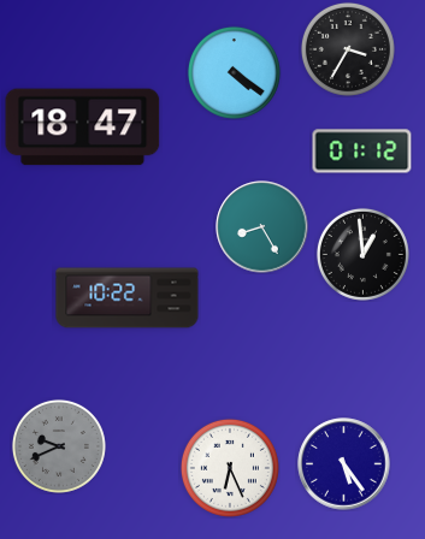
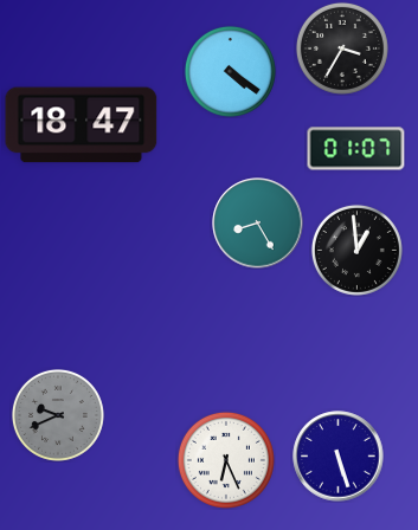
clock at (362, 152): 01:12 -> 01:07
clock at (128, 298): 10:22 -> none
clock at (59, 446) position: (59, 446) -> (58, 415)
clock at (344, 464): 5:24 -> 5:27
